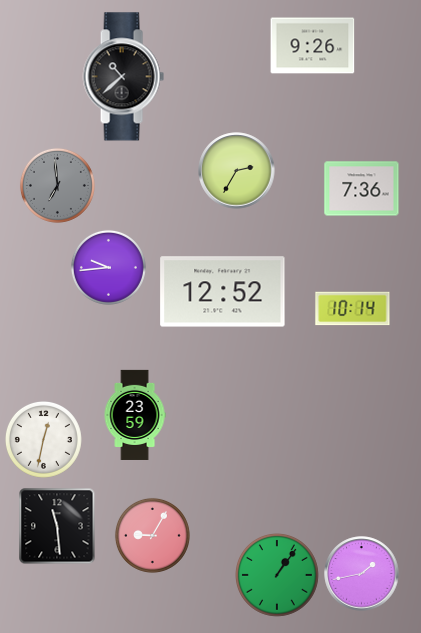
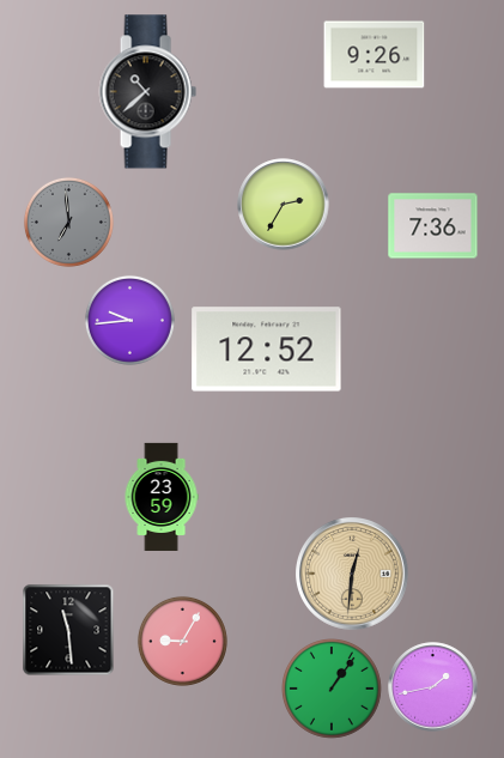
clock at (353, 309): 10:14 -> none
clock at (43, 439): 12:32 -> none
clock at (353, 575): none -> 12:31
